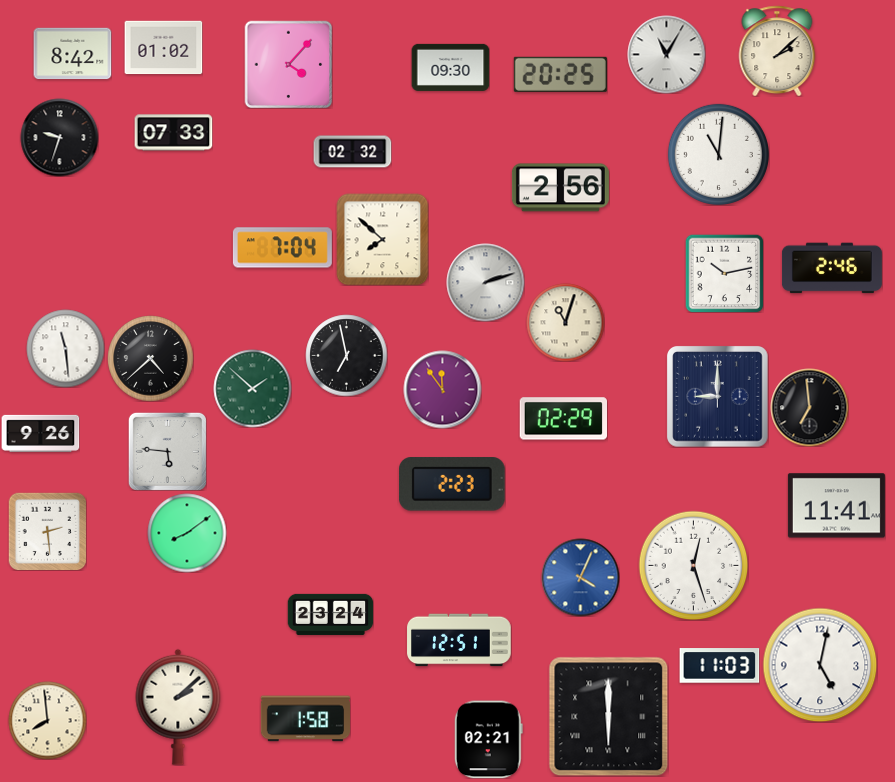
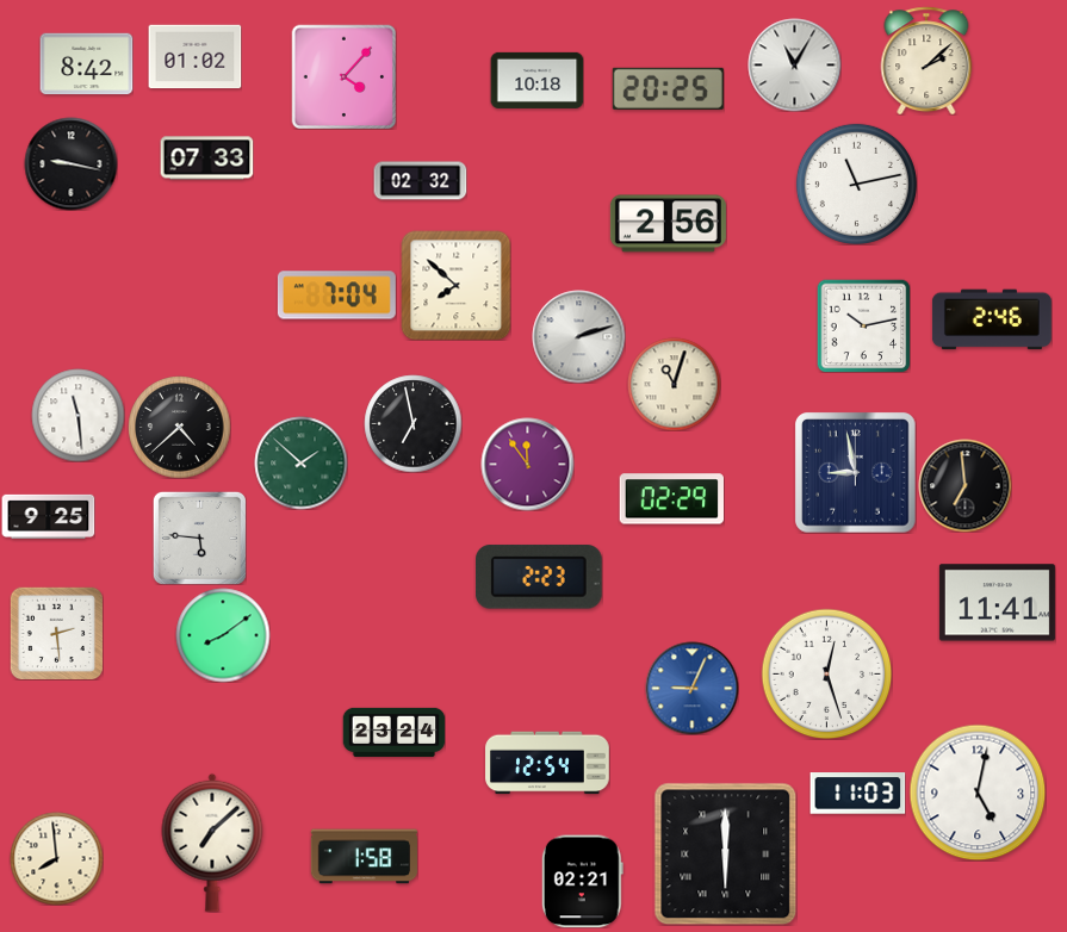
clock at (450, 67): 09:30 -> 10:18
clock at (59, 137): 9:33 -> 9:17
clock at (718, 154): 11:01 -> 11:13
clock at (718, 397): 9:00 -> 8:58
clock at (40, 433): 9:26 -> 9:25
clock at (580, 577): 4:04 -> 9:04
clock at (459, 640): 12:51 -> 12:54
clock at (178, 707): 2:08 -> 7:08
